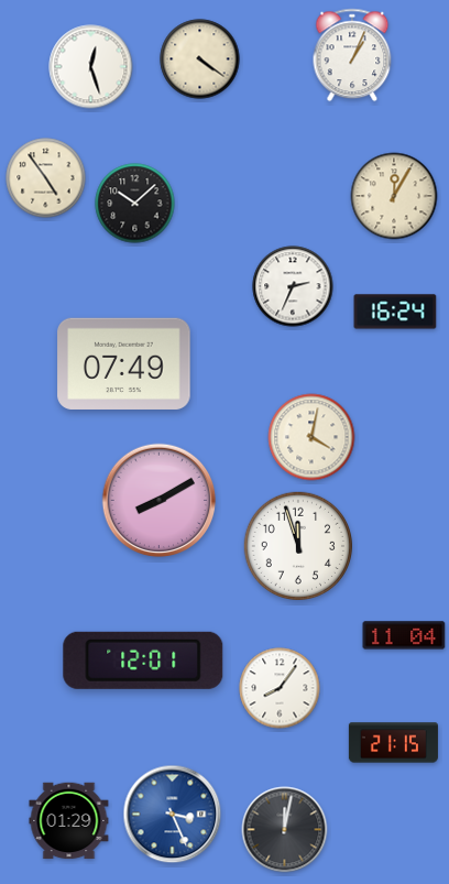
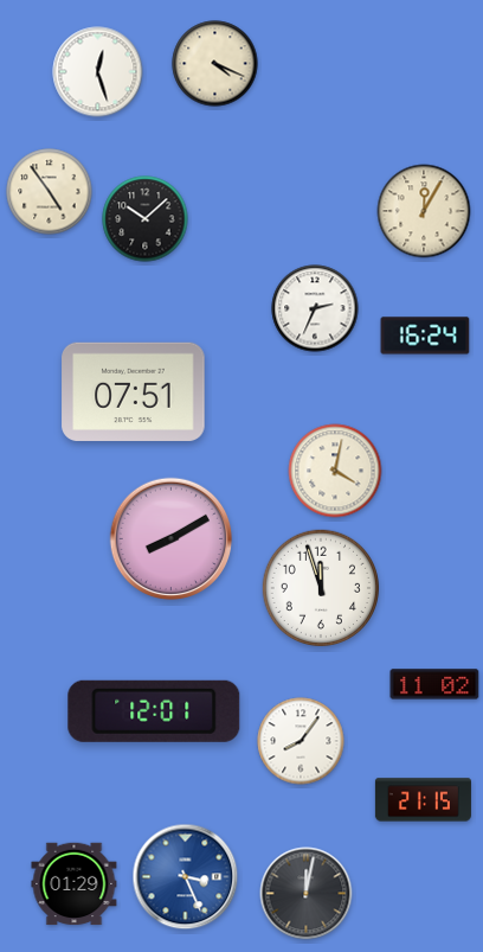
clock at (352, 55): 1:04 -> none
clock at (200, 59): 4:21 -> 4:19
clock at (124, 363): 07:49 -> 07:51
clock at (404, 635): 11:04 -> 11:02
